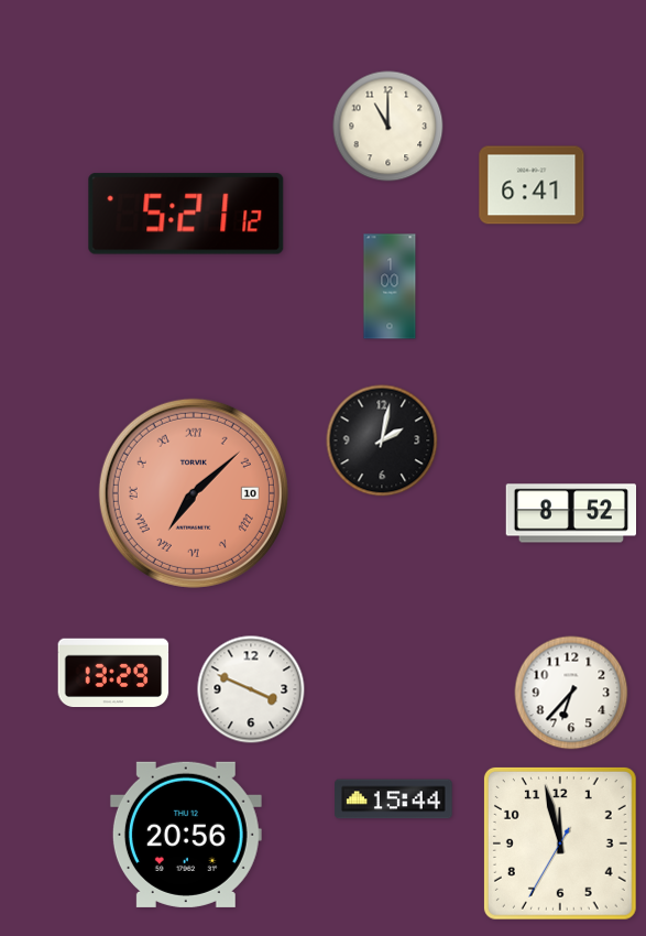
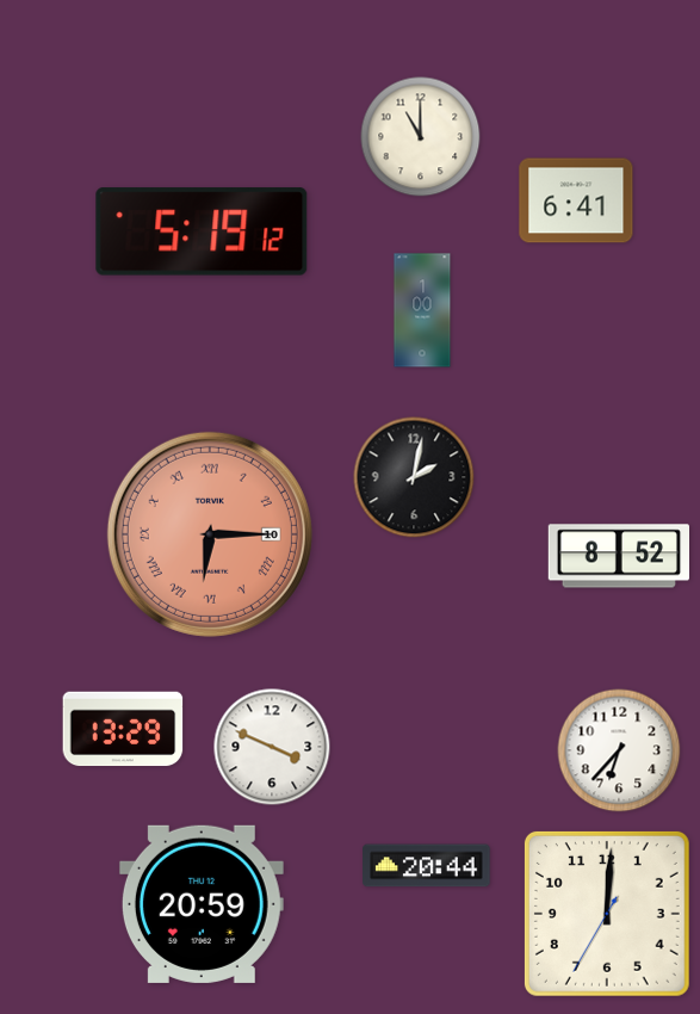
clock at (186, 214): 5:21 -> 5:19
clock at (194, 493): 7:08 -> 6:15
clock at (394, 799): 15:44 -> 20:44
clock at (186, 835): 20:56 -> 20:59
clock at (560, 844): 11:57 -> 12:00
